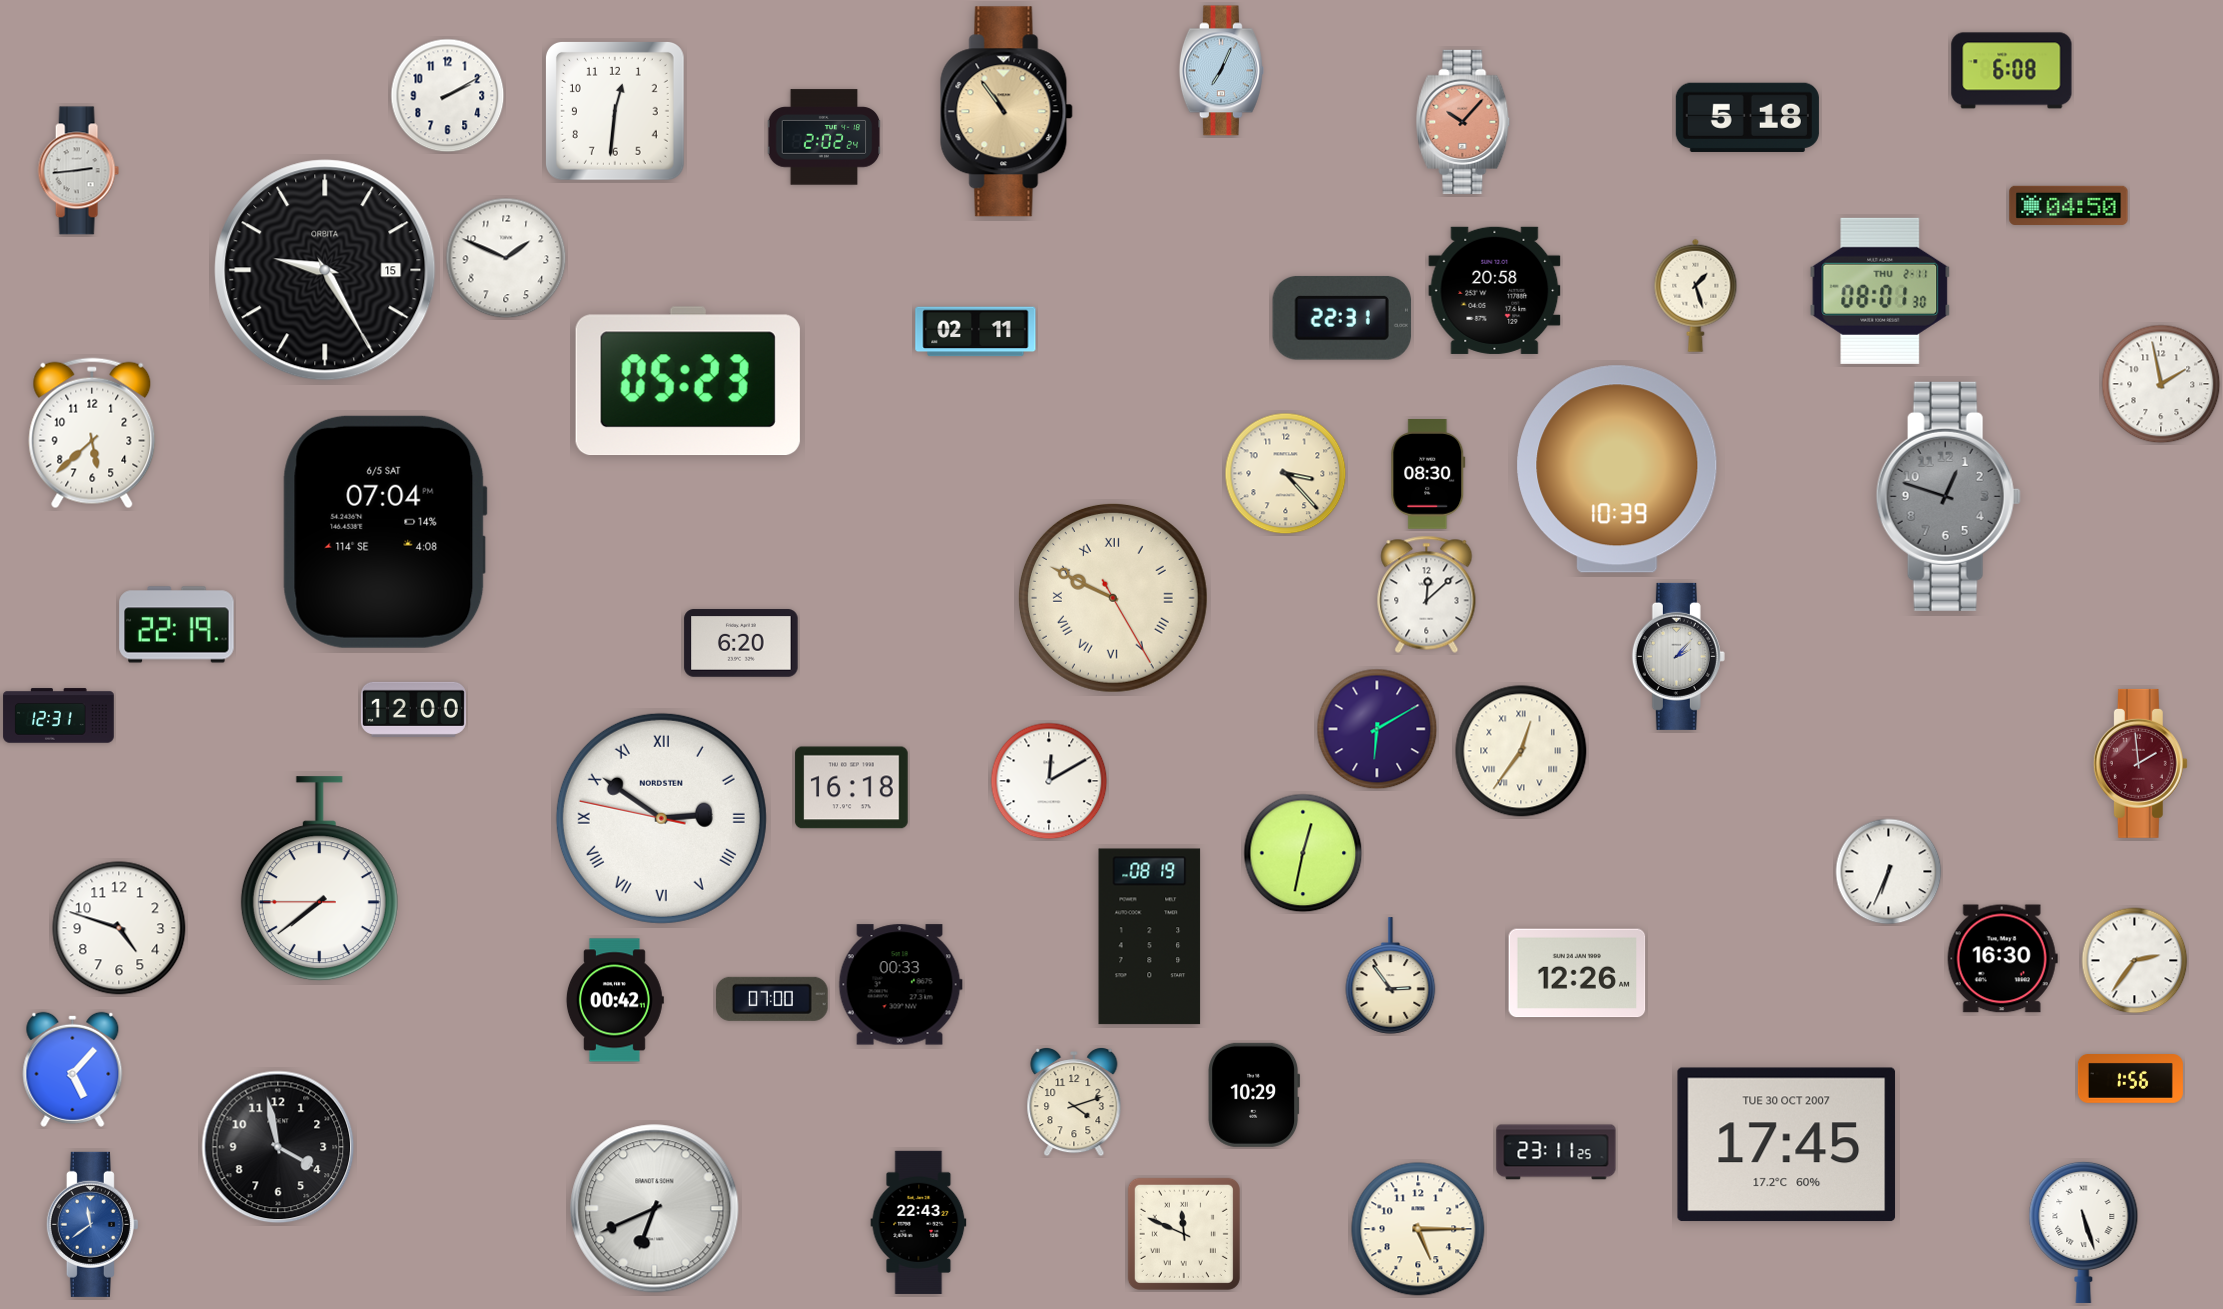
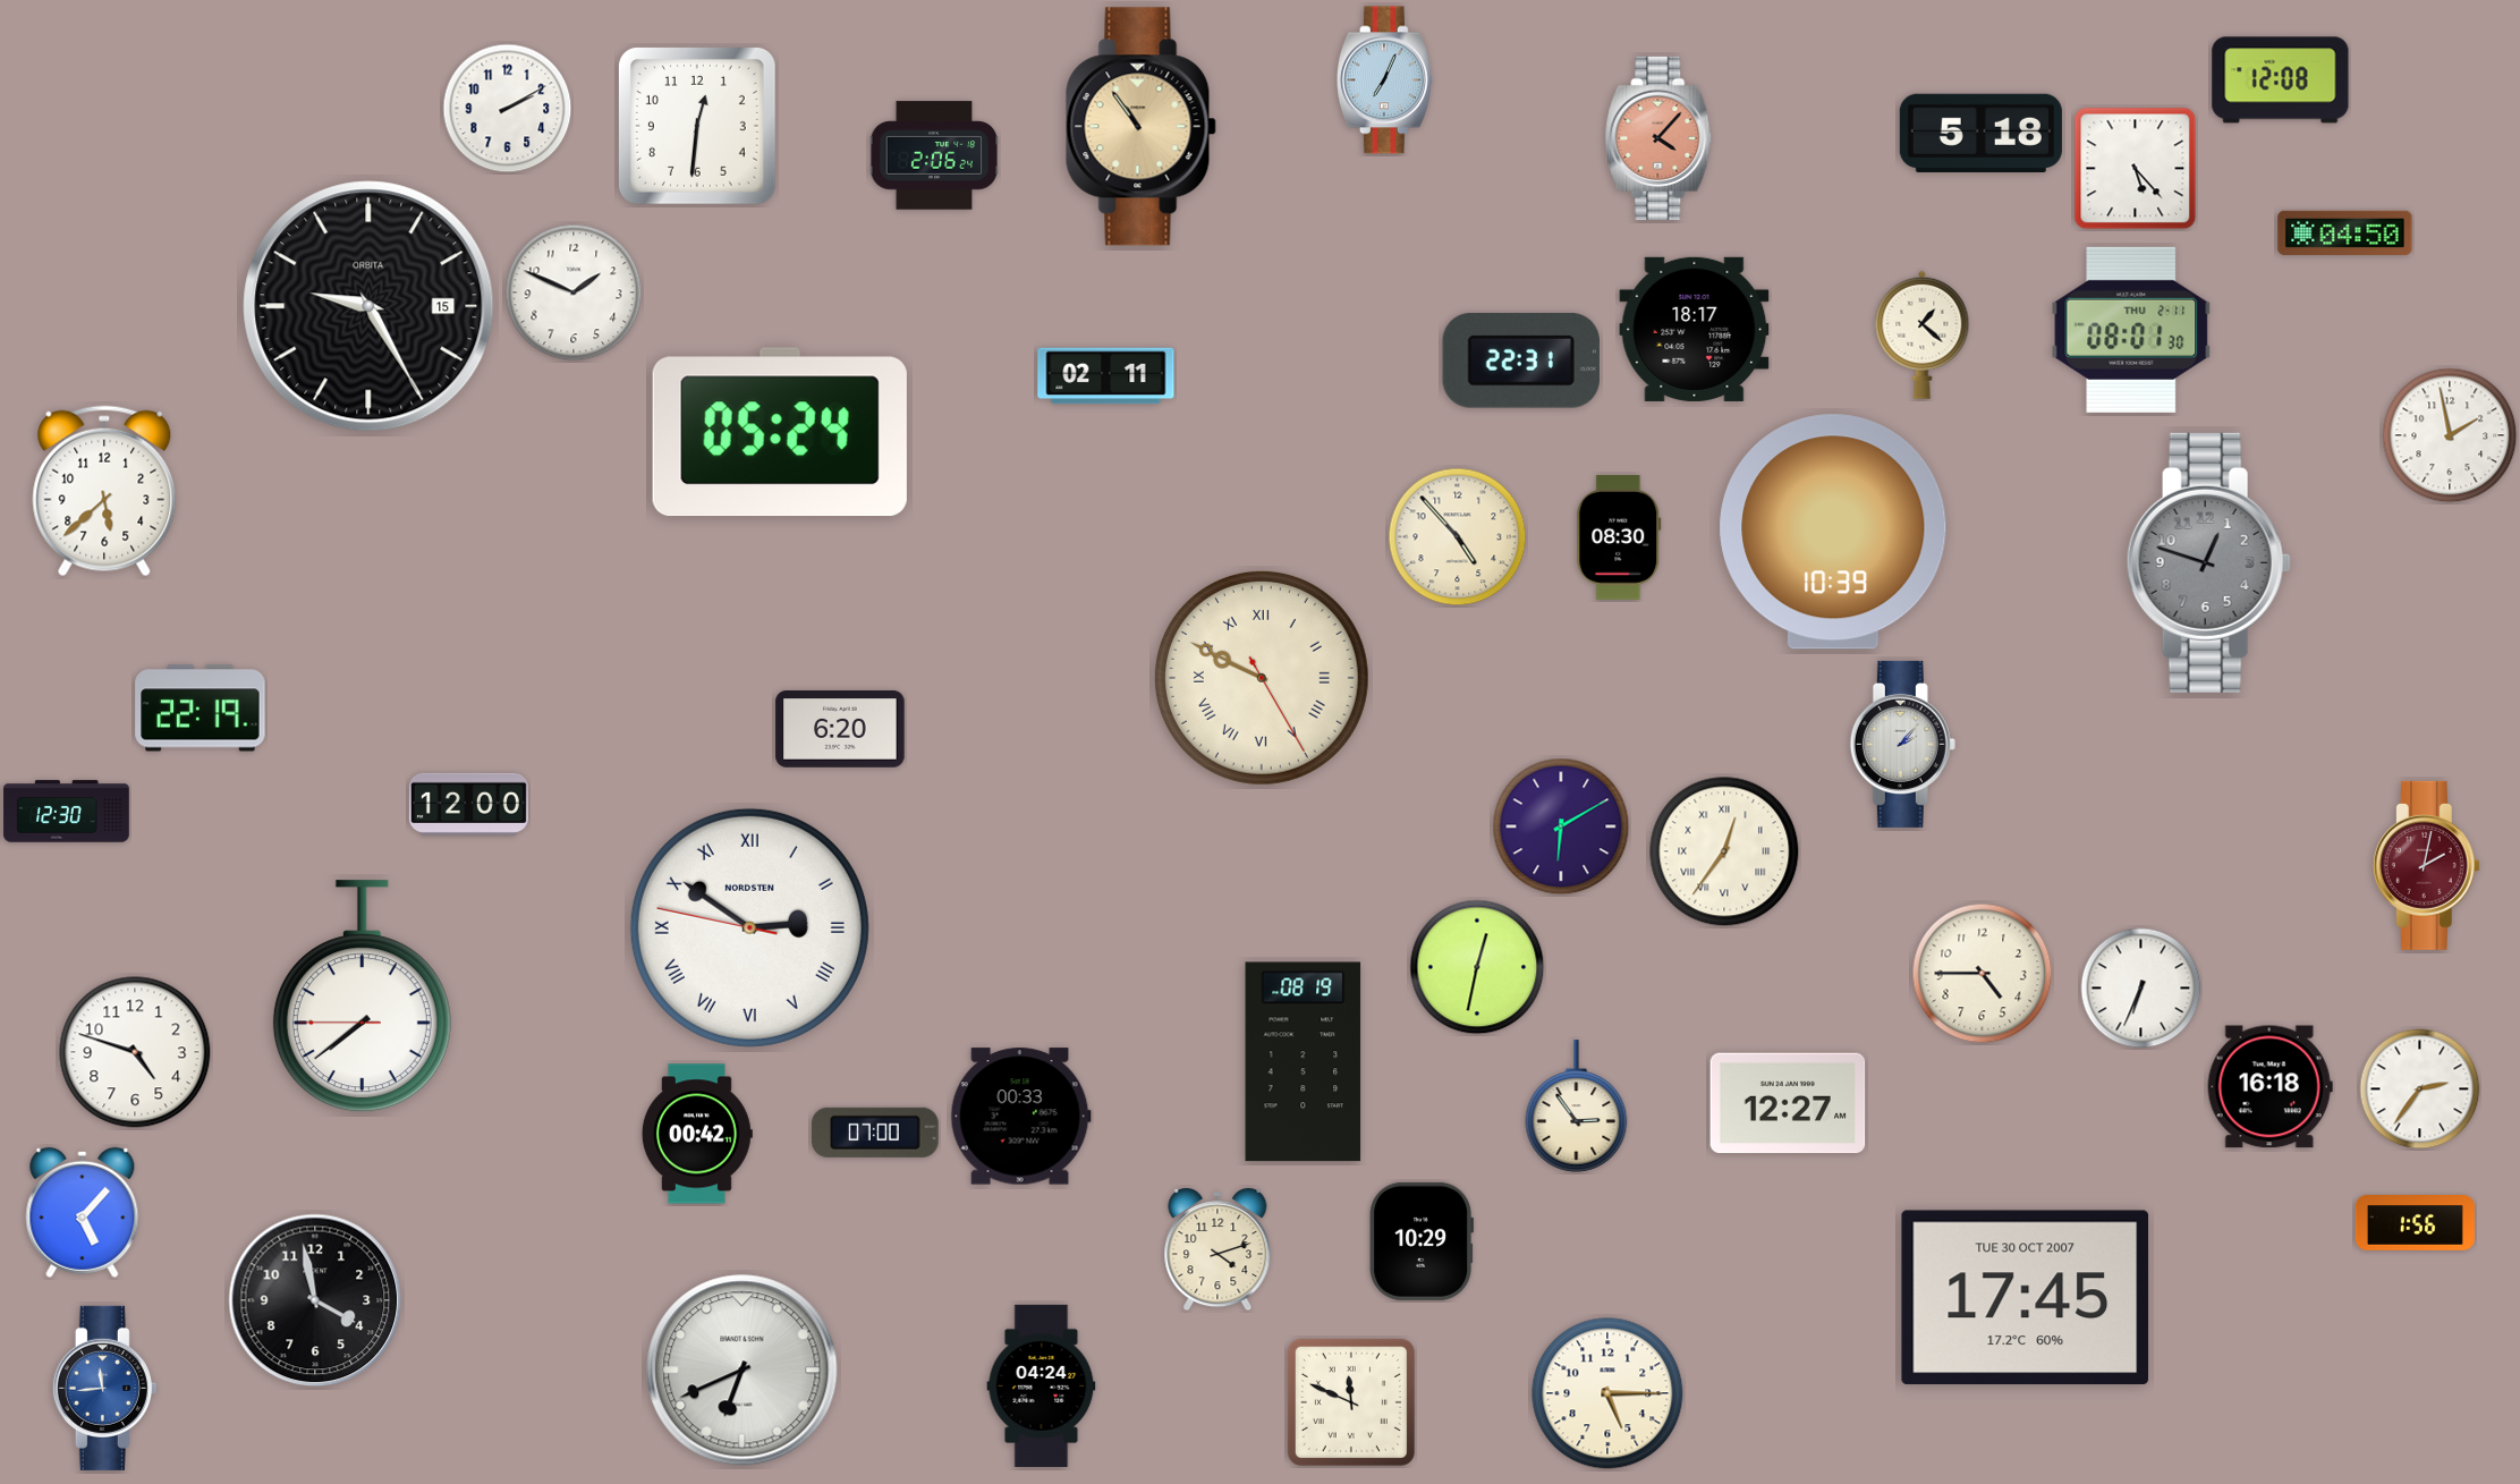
clock at (2012, 71): 6:08 -> 12:08
clock at (1463, 122): 10:07 -> 4:07
clock at (824, 137): 2:02 -> 2:06
clock at (2136, 169): none -> 5:23
clock at (78, 171): 2:44 -> none
clock at (1495, 290): 20:58 -> 18:17
clock at (1696, 295): 1:27 -> 1:22
clock at (688, 381): 05:23 -> 05:24
clock at (1286, 474): 3:23 -> 4:53
clock at (385, 532): 07:04 -> none
clock at (1427, 594): 12:08 -> none
clock at (59, 716): 12:31 -> 12:30
clock at (2140, 763): 1:59 -> 2:02
clock at (1049, 781): 12:10 -> none
clock at (852, 788): 16:18 -> none
clock at (1983, 974): none -> 4:45
clock at (2002, 959): 16:30 -> 16:18
clock at (1577, 973): 12:26 -> 12:27
clock at (1556, 1152): 23:11 -> none
clock at (919, 1222): 22:43 -> 04:24
clock at (92, 1224): 11:39 -> 11:44
clock at (2084, 1232): 5:27 -> none
clock at (1184, 1234) position: (1184, 1234) -> (1351, 1402)
